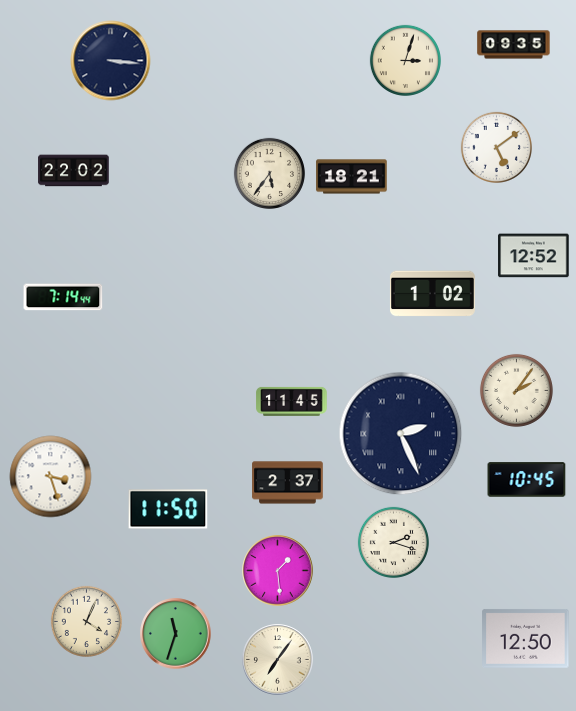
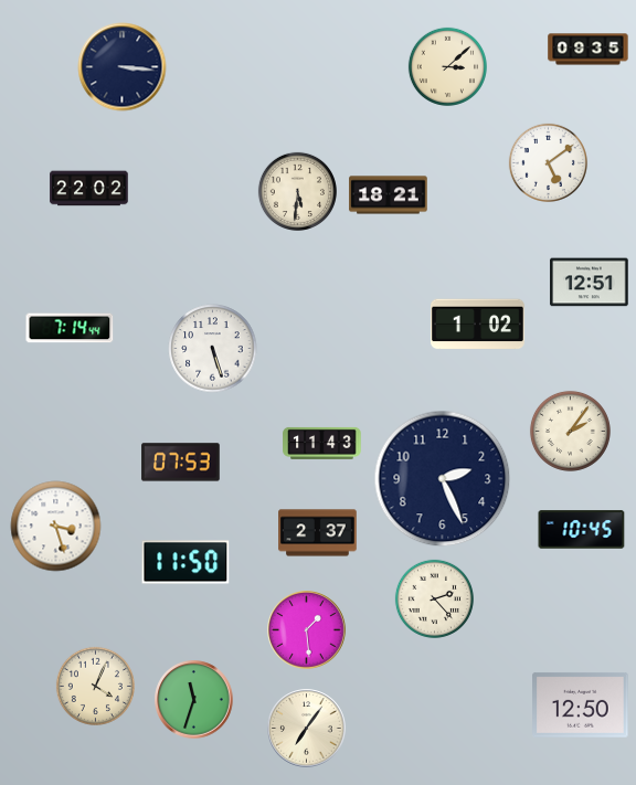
clock at (514, 45) position: (514, 45) -> (589, 50)
clock at (405, 60): 3:03 -> 3:08
clock at (74, 171) position: (74, 171) -> (89, 189)
clock at (269, 173): 5:36 -> 5:31
clock at (534, 256): 12:52 -> 12:51
clock at (213, 349): none -> 5:27
clock at (292, 401): 11:45 -> 11:43
clock at (181, 463): none -> 07:53
clock at (401, 434) numerals: Roman -> Arabic
clock at (393, 542): 2:18 -> 2:23
